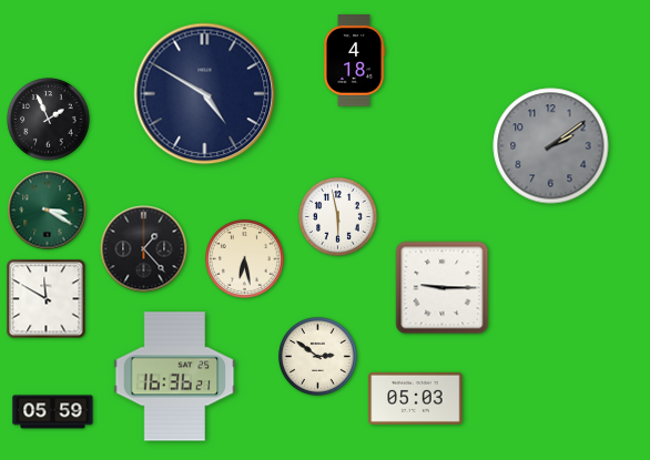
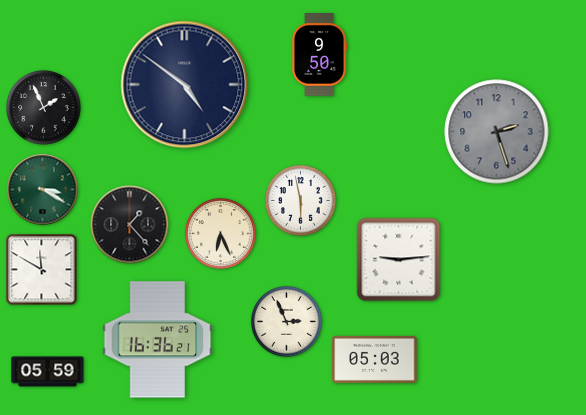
clock at (354, 61): 4:18 -> 9:50
clock at (205, 94): 4:50 -> 4:51
clock at (551, 146): 2:09 -> 2:27
clock at (338, 217) position: (338, 217) -> (301, 201)
clock at (245, 259): 6:28 -> 6:26
clock at (443, 288): 9:15 -> 9:14
clock at (318, 357): 2:51 -> 2:56
